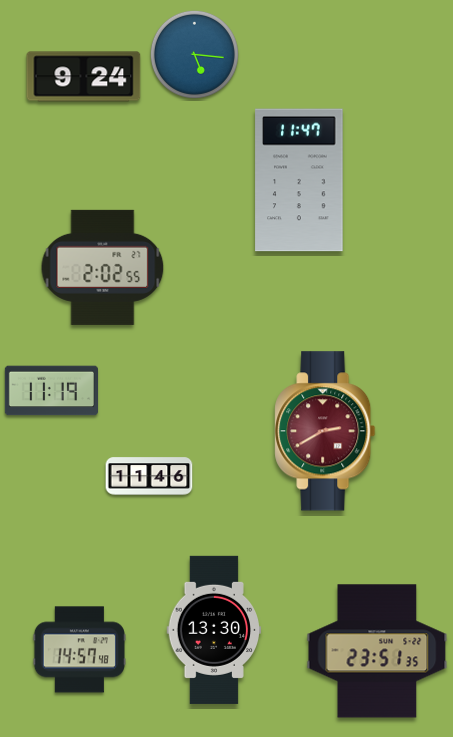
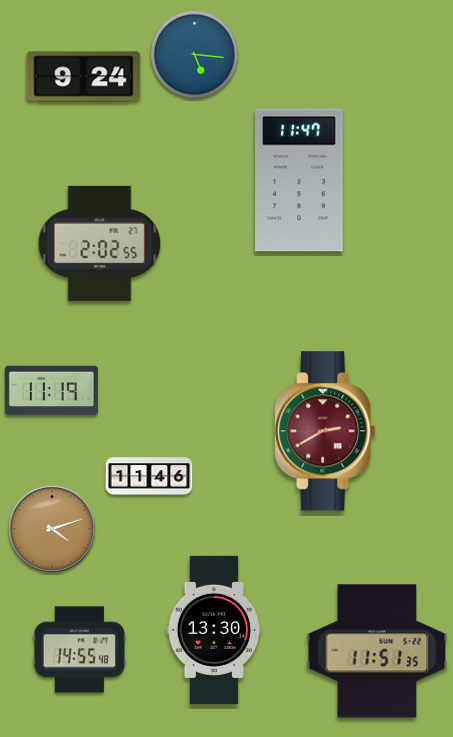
clock at (103, 267) position: (103, 267) -> (100, 243)
clock at (52, 529): none -> 4:12
clock at (79, 650): 14:57 -> 14:55
clock at (377, 651): 23:51 -> 11:51
